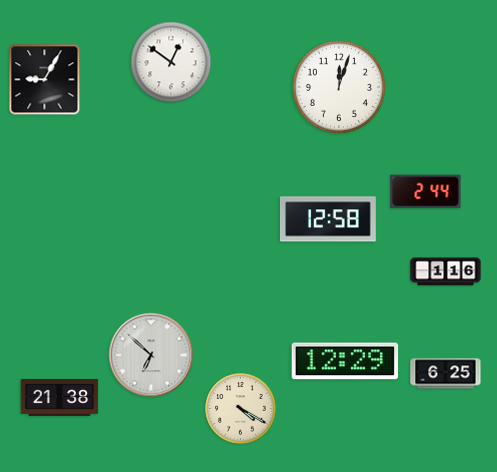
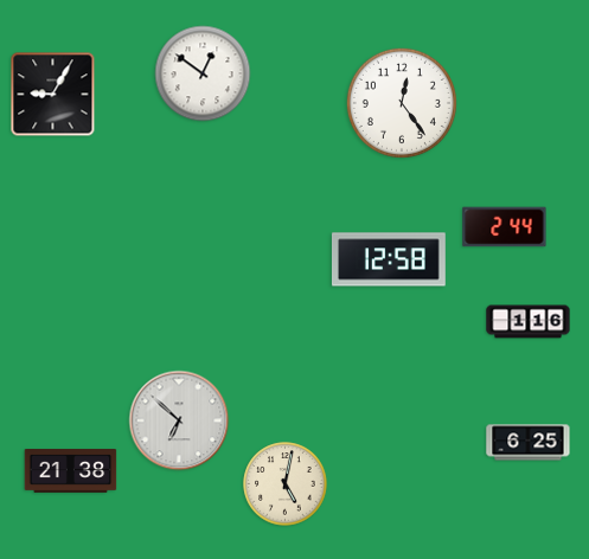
clock at (339, 87): 12:03 -> 12:24
clock at (345, 361): 12:29 -> none
clock at (241, 409): 4:20 -> 5:02
